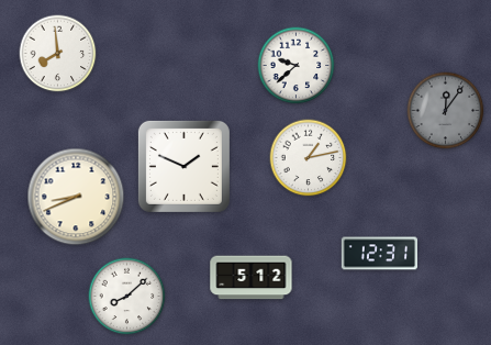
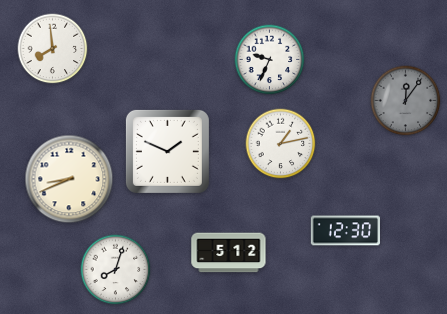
clock at (297, 66): 9:38 -> 9:34
clock at (379, 254): 12:31 -> 12:30
clock at (127, 297): 8:08 -> 8:03
